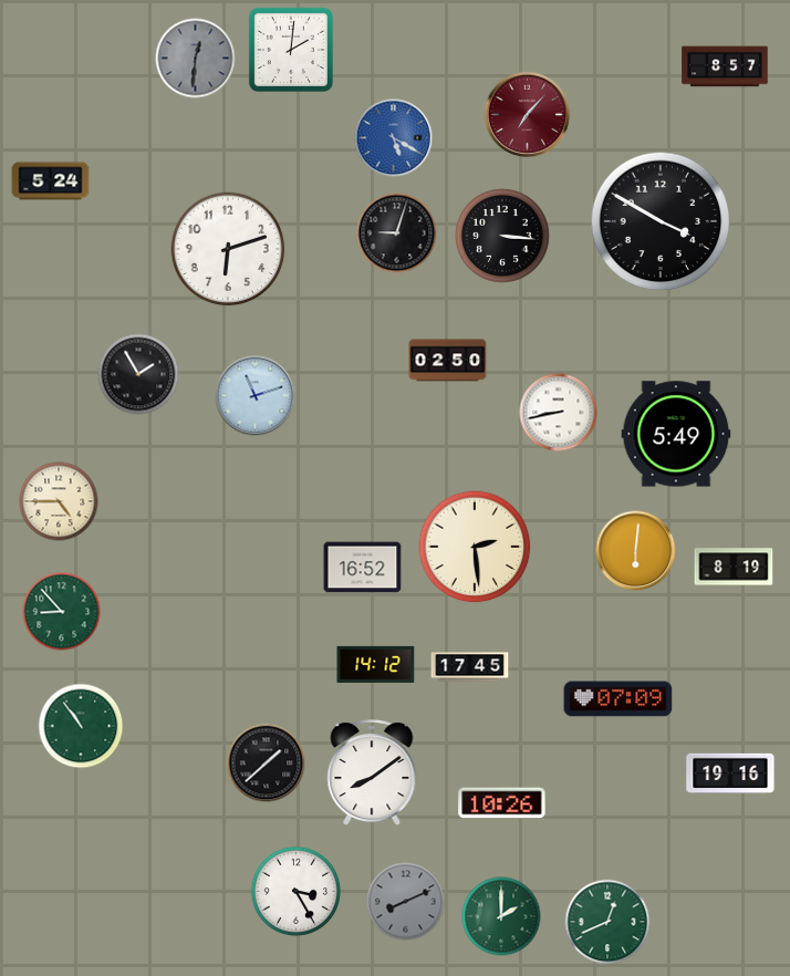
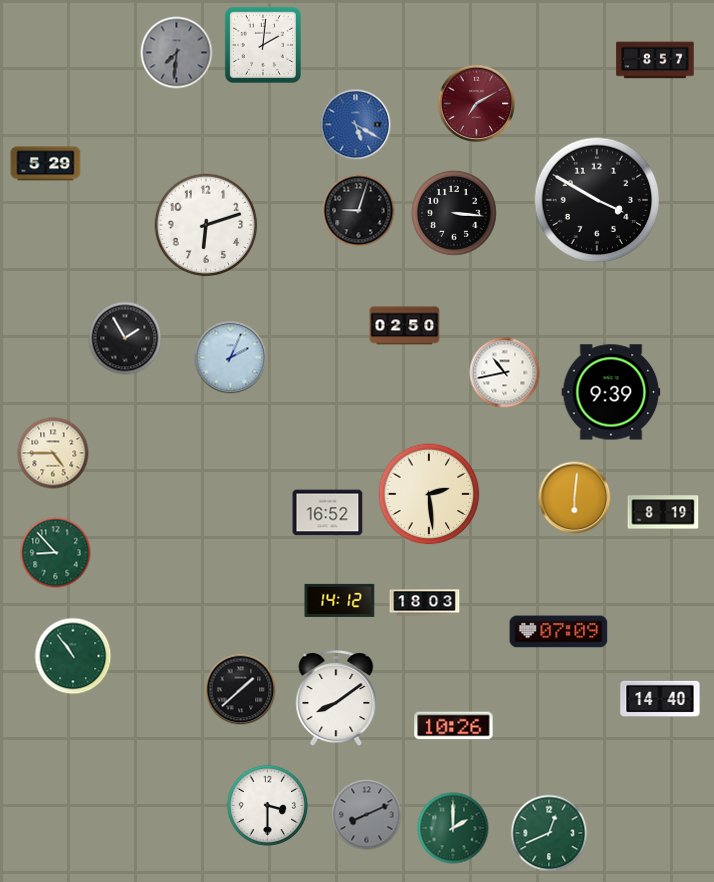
clock at (196, 59): 12:31 -> 7:31
clock at (528, 115): 7:07 -> 7:10
clock at (51, 181): 5:24 -> 5:29
clock at (256, 396): 11:12 -> 2:04
clock at (559, 413): 8:43 -> 10:43
clock at (676, 434): 5:49 -> 9:39
clock at (470, 667): 17:45 -> 18:03
clock at (730, 773): 19:16 -> 14:40
clock at (295, 891): 3:25 -> 3:30
